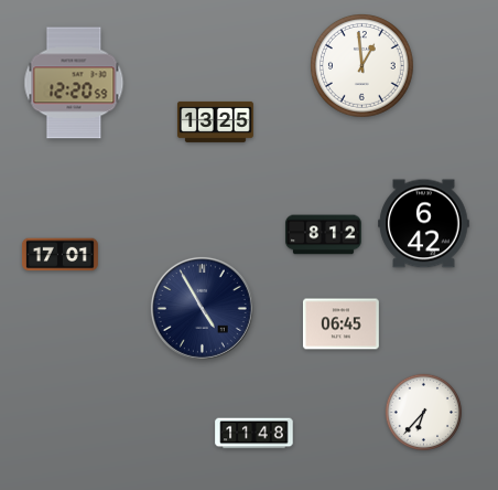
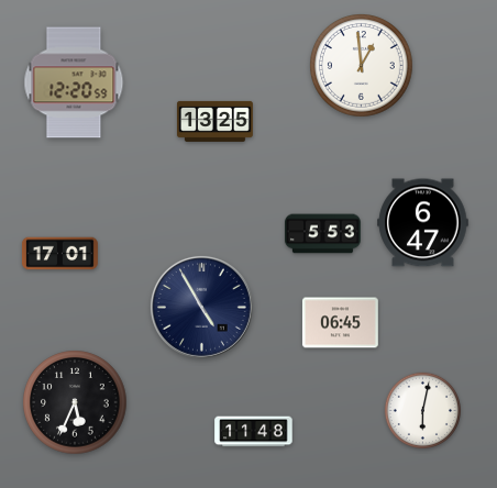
clock at (424, 224): 6:42 -> 6:47
clock at (323, 235): 8:12 -> 5:53
clock at (75, 402): none -> 5:34
clock at (424, 413): 6:37 -> 6:02
